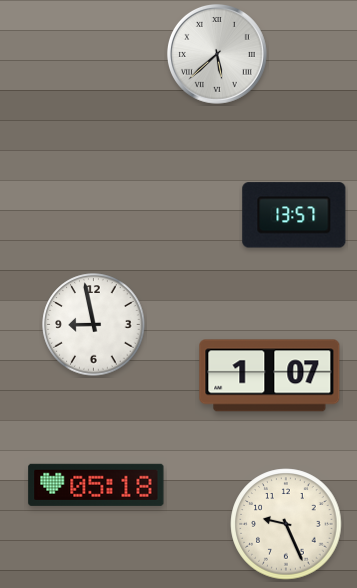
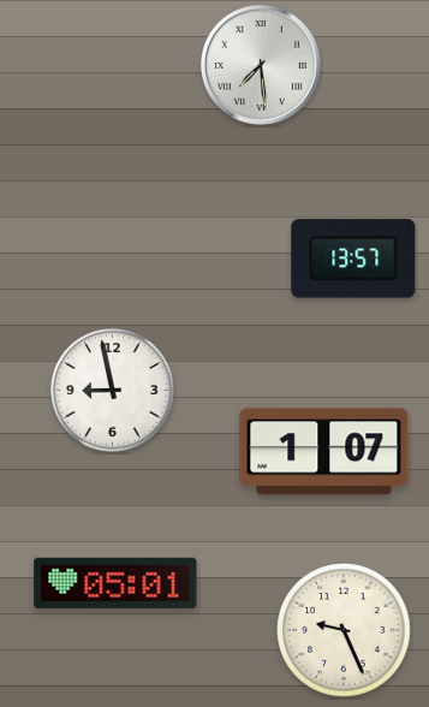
clock at (217, 54): 5:38 -> 7:29
clock at (96, 485): 05:18 -> 05:01
